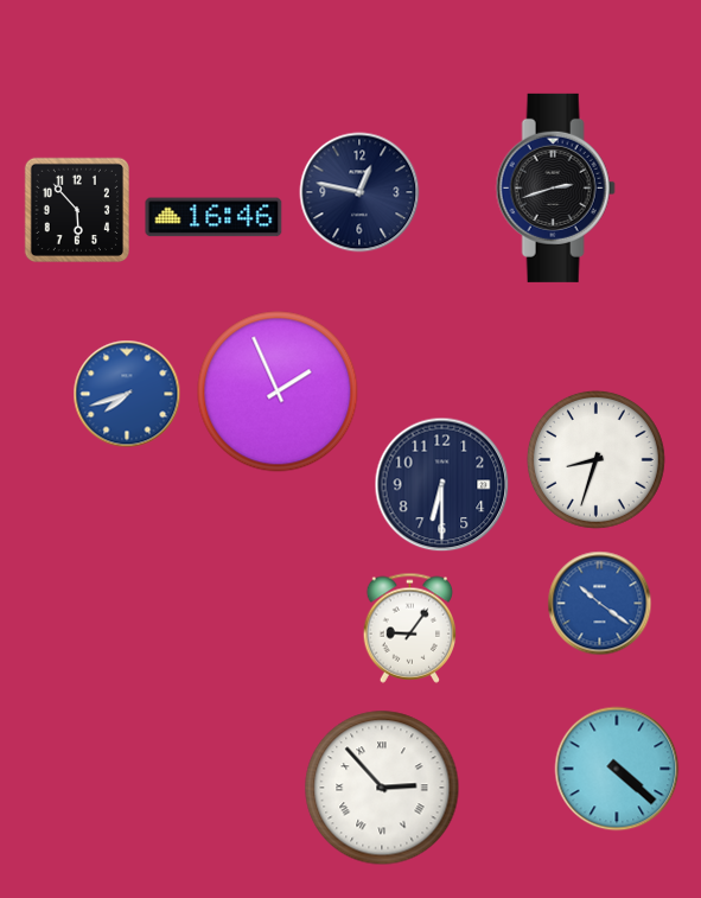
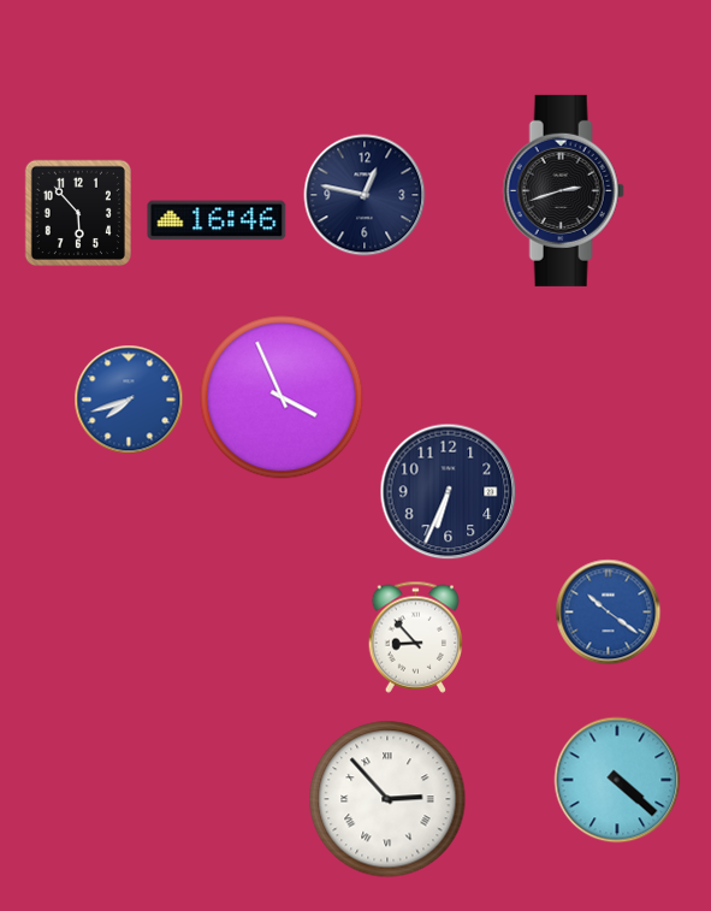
clock at (278, 391): 1:56 -> 3:56
clock at (595, 459): 8:33 -> none
clock at (442, 485): 6:30 -> 6:34
clock at (410, 628): 9:06 -> 8:53
clock at (617, 769) position: (617, 769) -> (617, 780)
